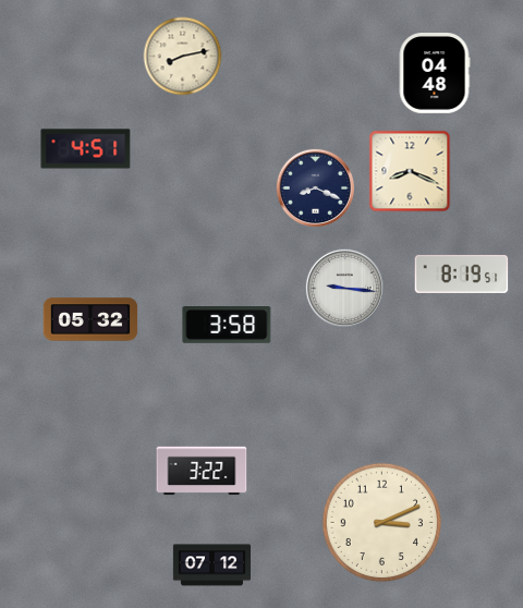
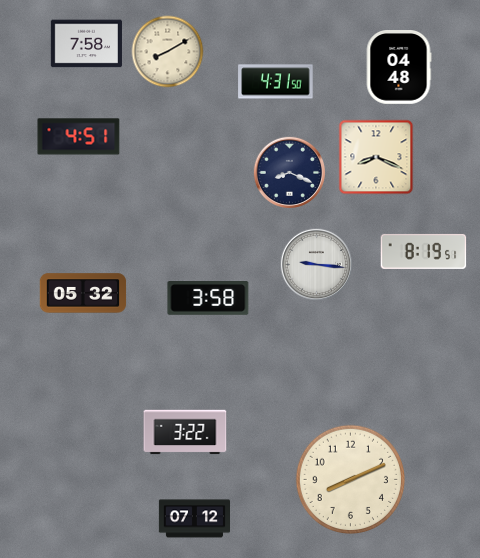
clock at (86, 44): none -> 7:58
clock at (183, 57): 8:13 -> 8:10
clock at (276, 82): none -> 4:31
clock at (381, 522): 3:11 -> 8:11
